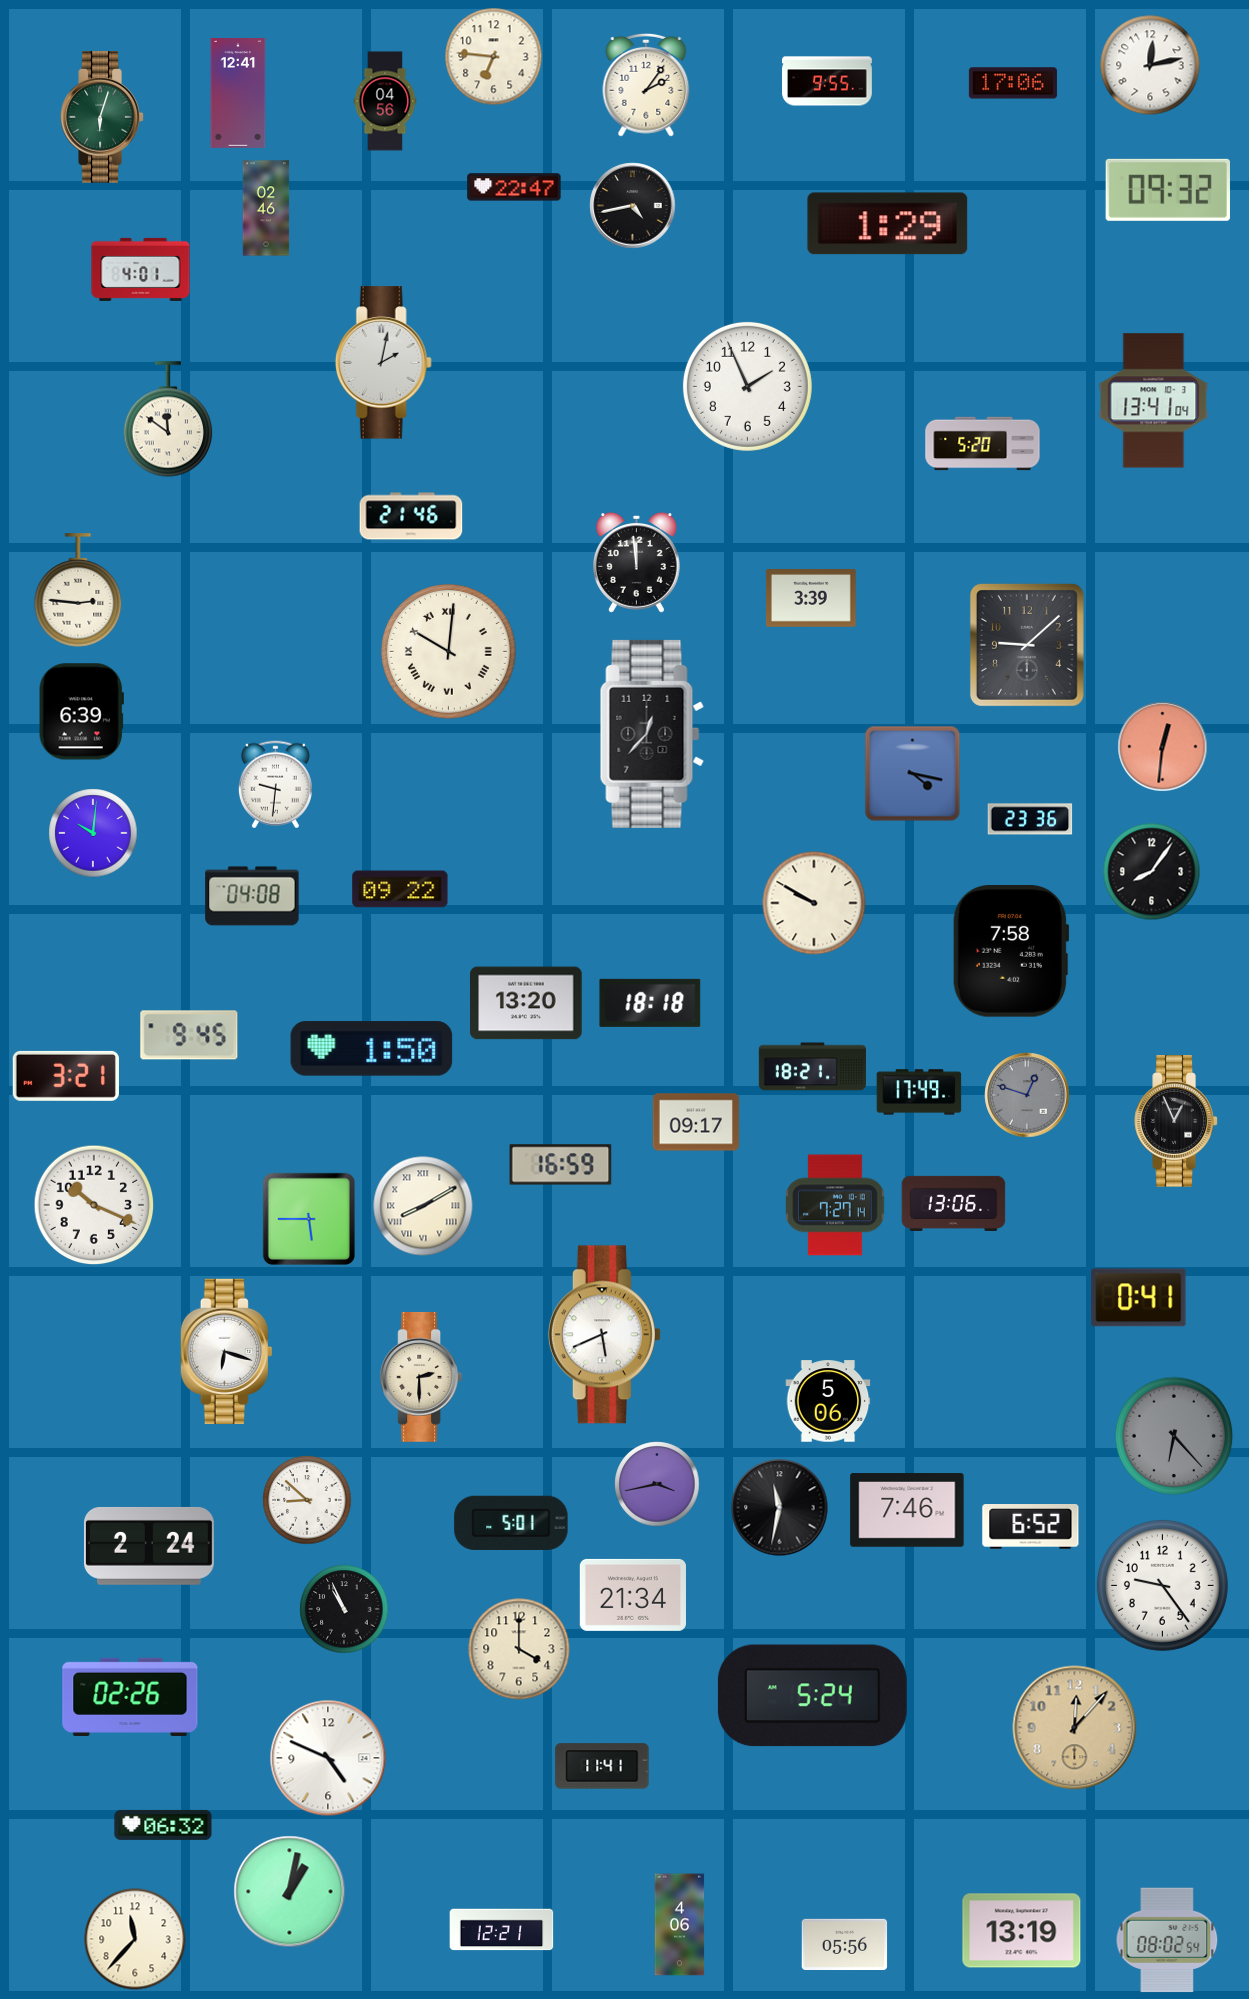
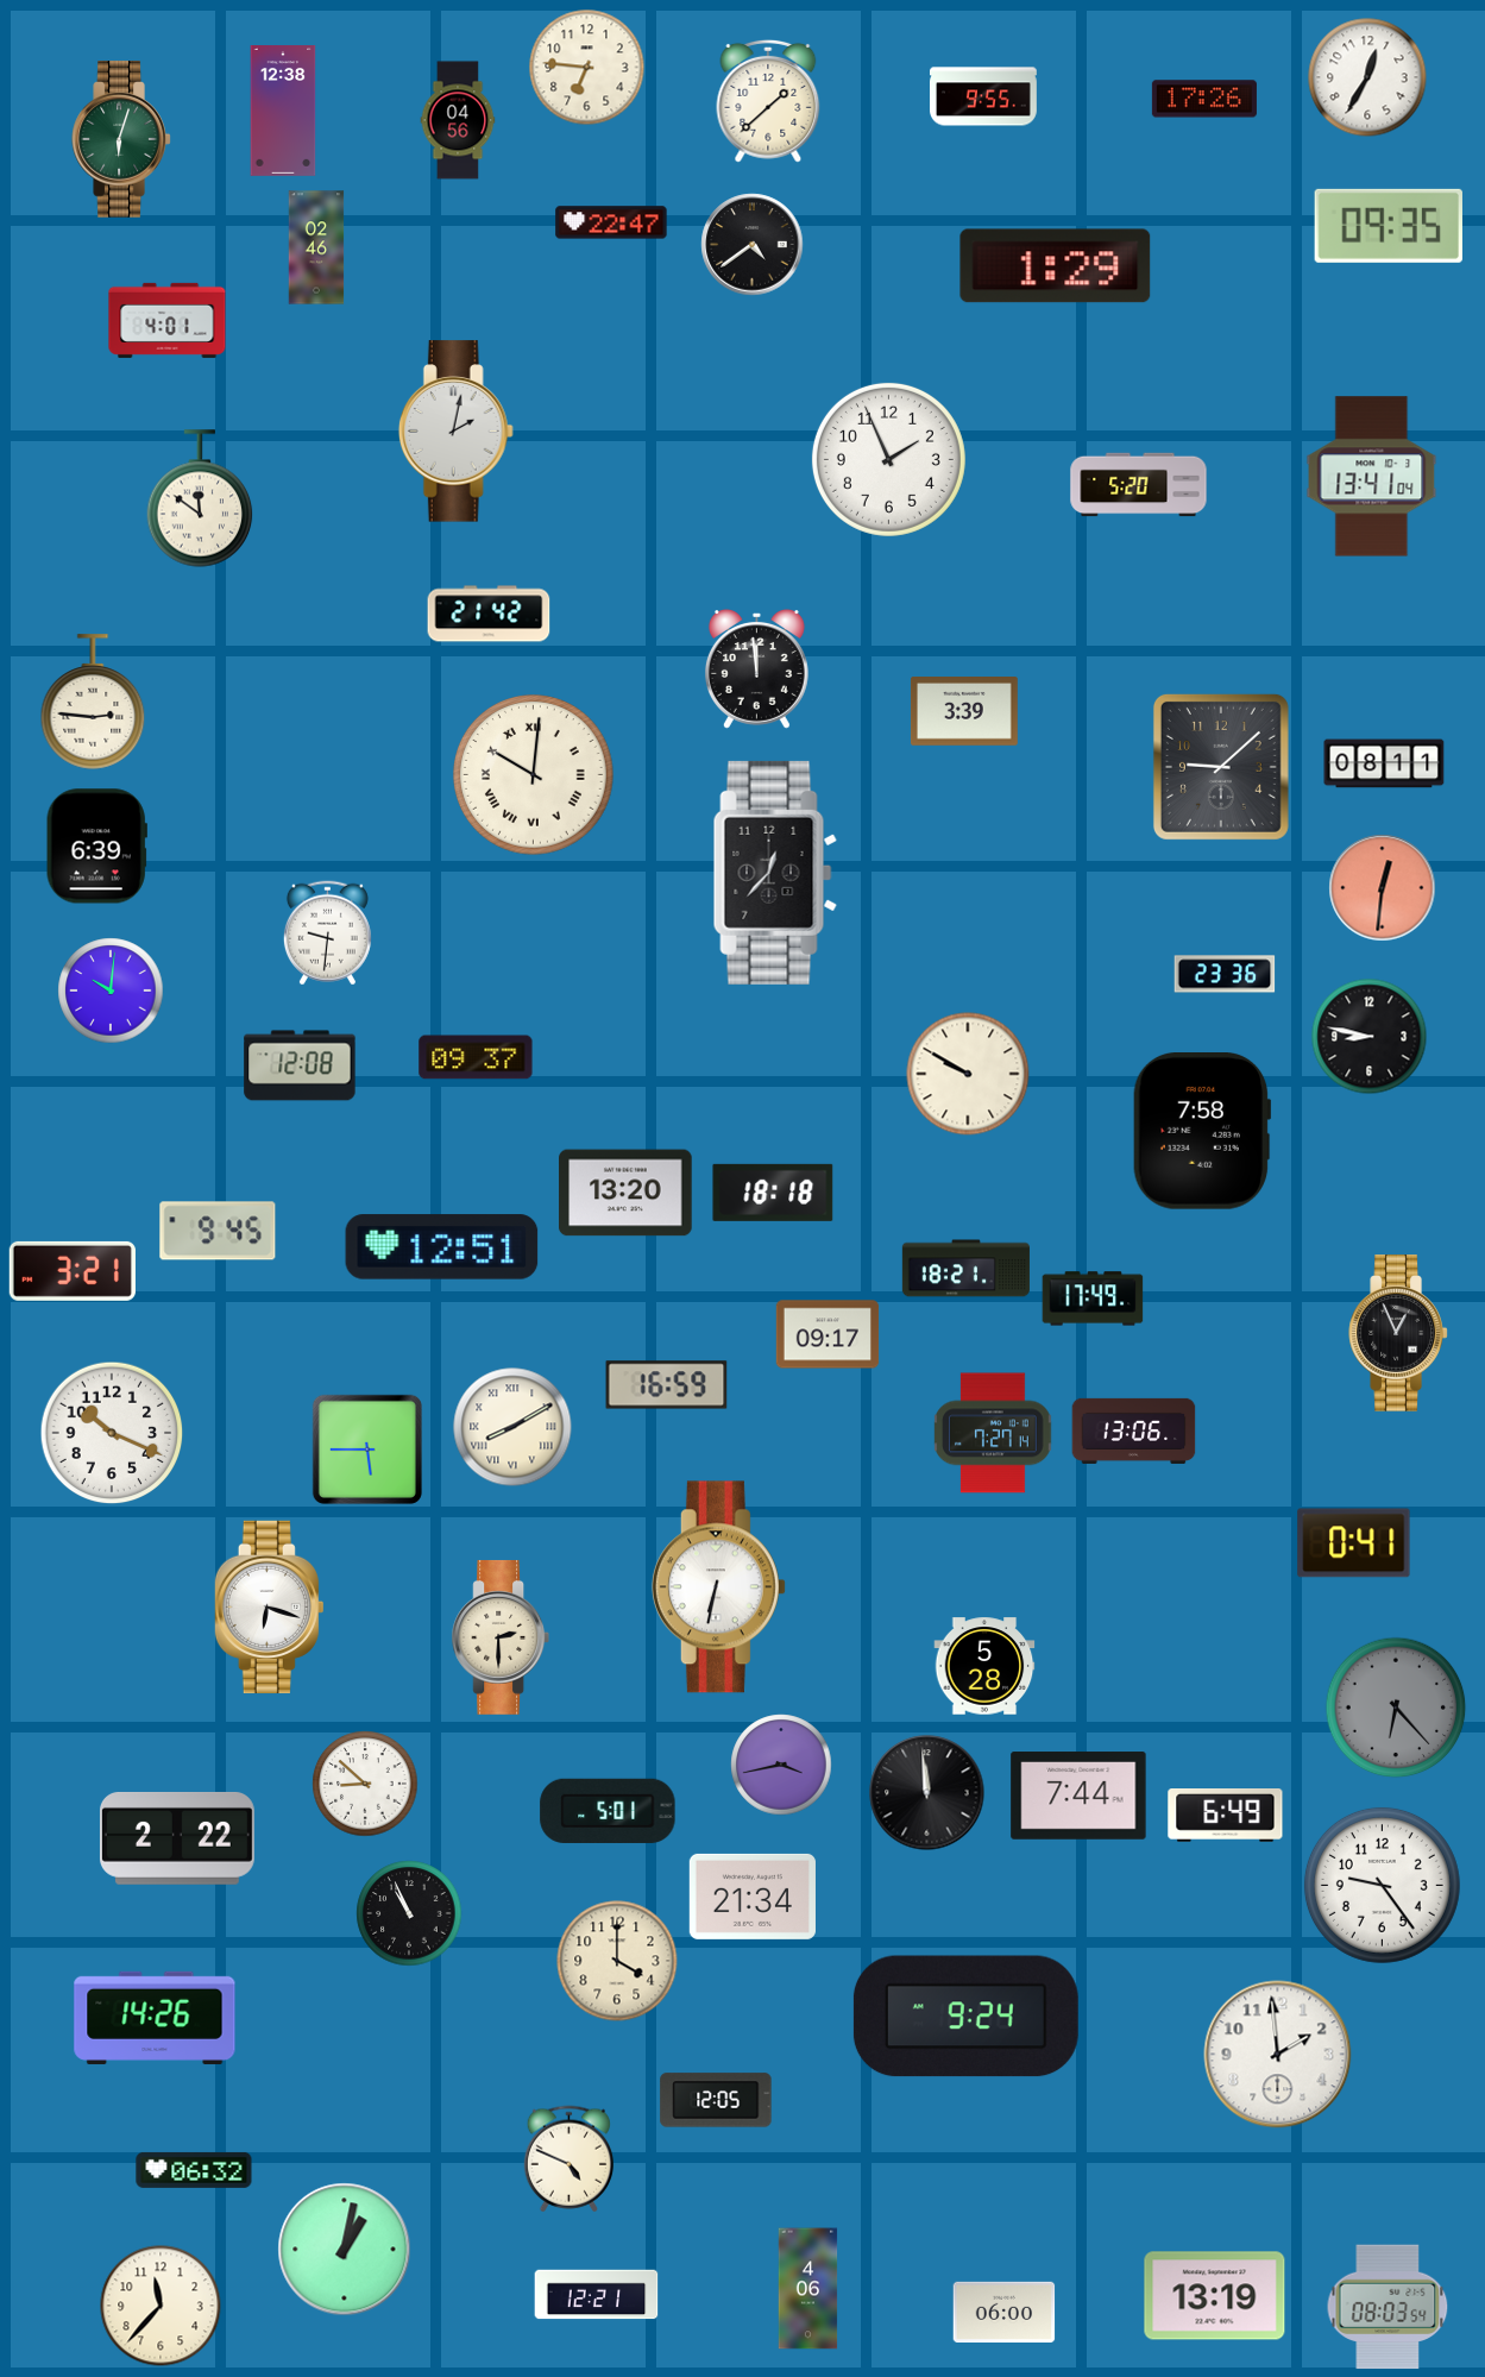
clock at (1150, 65): 12:13 -> 12:35
clock at (1013, 83): 17:06 -> 17:26
clock at (646, 85): 2:06 -> 1:38
clock at (238, 94): 12:41 -> 12:38
clock at (1168, 190): 09:32 -> 09:35
clock at (633, 206): 4:43 -> 4:39
clock at (983, 444) position: (983, 444) -> (1139, 485)
clock at (411, 516): 21:46 -> 21:42
clock at (1384, 763): none -> 08:11
clock at (913, 774): 4:17 -> none
clock at (1152, 872): 8:06 -> 8:47
clock at (400, 889): 09:22 -> 09:37
clock at (252, 896): 04:08 -> 12:08
clock at (189, 1035) position: (189, 1035) -> (218, 1231)
clock at (372, 1049): 1:50 -> 12:51
clock at (66, 1076) position: (66, 1076) -> (73, 1271)
clock at (1027, 1095): 12:48 -> none
clock at (423, 1206) position: (423, 1206) -> (512, 1427)
clock at (604, 1335): 5:41 -> 6:32
clock at (828, 1401): 5:06 -> 5:28
clock at (780, 1508): 11:32 -> 11:59
clock at (907, 1510): 7:46 -> 7:44
clock at (1031, 1527): 6:52 -> 6:49
clock at (149, 1546): 2:24 -> 2:22
clock at (812, 1696): 5:24 -> 9:24
clock at (130, 1697): 02:26 -> 14:26
clock at (1075, 1728): 12:07 -> 1:59
clock at (1075, 1728) dial: champagne -> white
clock at (328, 1758): 4:49 -> none
clock at (602, 1766): 11:41 -> 12:05
clock at (568, 2159): none -> 4:49
clock at (1167, 1940): 08:02 -> 08:03
clock at (845, 1944): 05:56 -> 06:00
